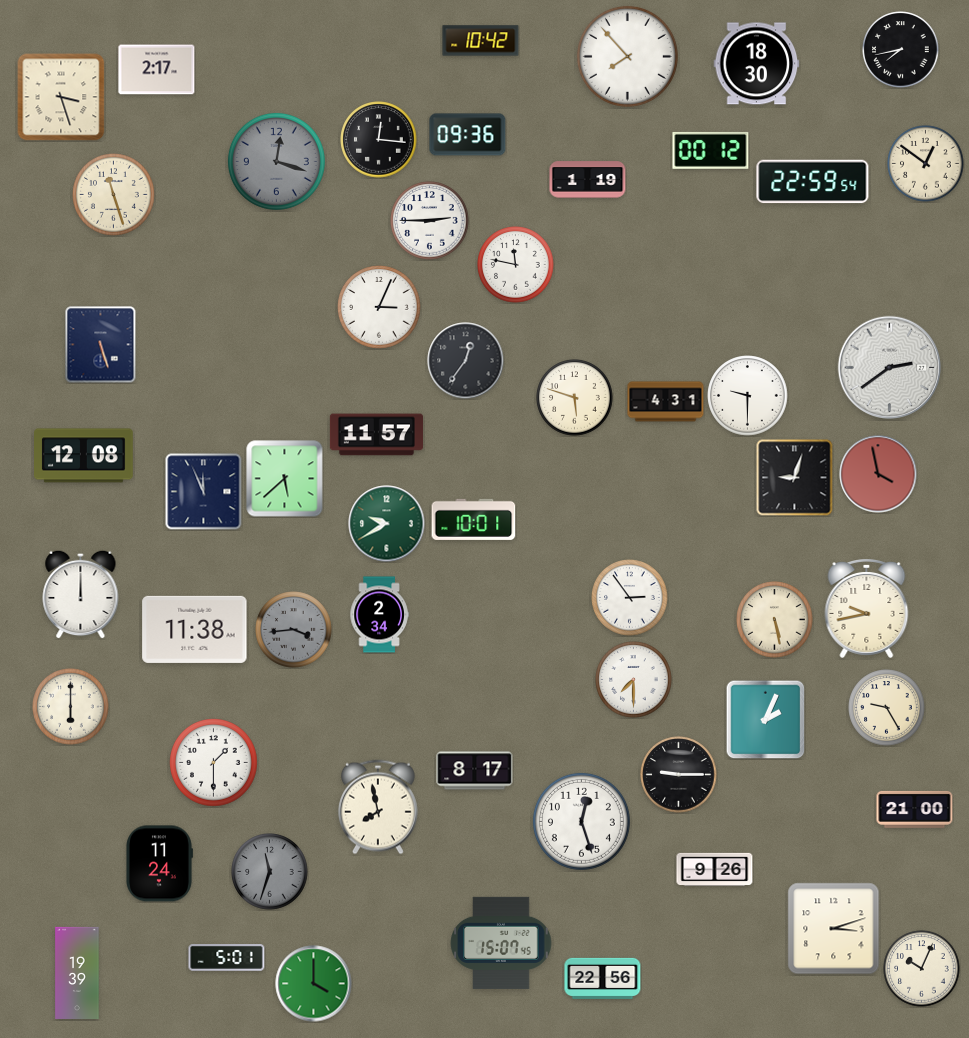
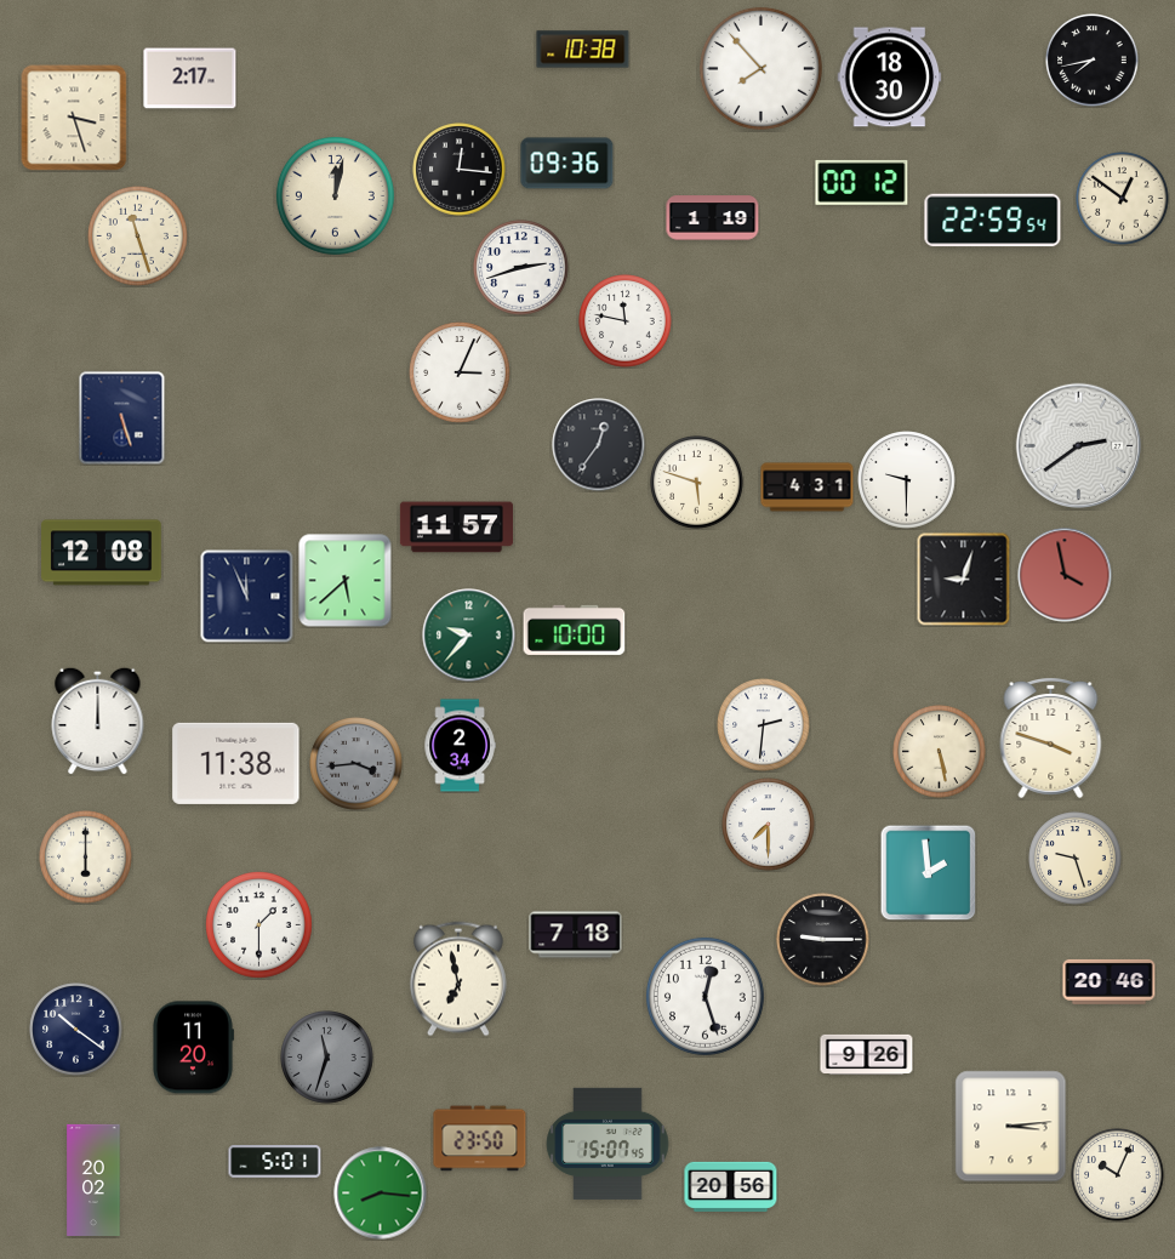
clock at (481, 41): 10:42 -> 10:38
clock at (757, 64) position: (757, 64) -> (890, 78)
clock at (157, 70) position: (157, 70) -> (190, 79)
clock at (276, 161): 12:18 -> 12:02
clock at (276, 161) dial: grey -> cream
clock at (813, 182) position: (813, 182) -> (993, 221)
clock at (430, 221): 2:45 -> 2:42
clock at (466, 361) position: (466, 361) -> (599, 445)
clock at (474, 519): 10:01 -> 10:00
clock at (387, 524): 9:40 -> 9:37
clock at (630, 598): 2:54 -> 2:31
clock at (867, 609): 9:43 -> 3:48
clock at (887, 708): 9:25 -> 9:27
clock at (765, 719): 2:04 -> 1:59
clock at (475, 771): 8:17 -> 7:18
clock at (378, 807): 7:58 -> 6:58
clock at (915, 809): 21:00 -> 20:46
clock at (76, 1030): none -> 10:21
clock at (160, 864): 11:24 -> 11:20
clock at (834, 929): 3:12 -> 3:14
clock at (480, 1139): none -> 23:50
clock at (77, 972): 19:39 -> 20:02
clock at (603, 978): 22:56 -> 20:56
clock at (314, 984): 4:00 -> 8:16
